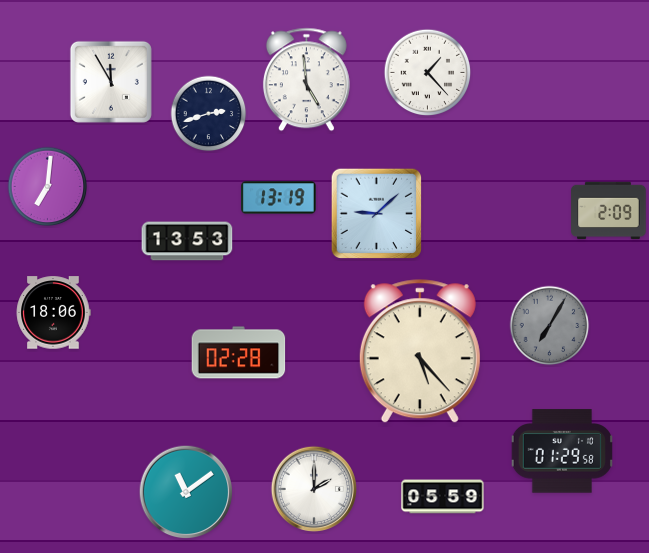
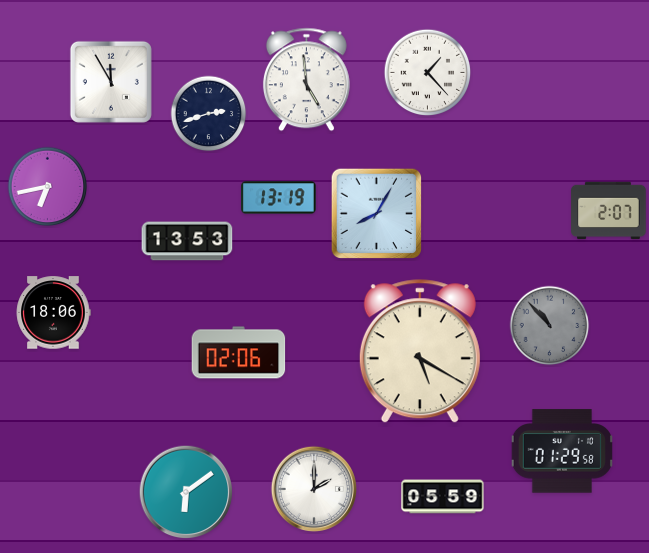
clock at (48, 187): 7:01 -> 6:43
clock at (609, 211): 2:09 -> 2:07
clock at (377, 214): 9:08 -> 8:05
clock at (550, 326): 7:05 -> 10:53
clock at (420, 352): 5:23 -> 5:20
clock at (239, 353): 02:28 -> 02:06
clock at (186, 492): 11:09 -> 6:09
